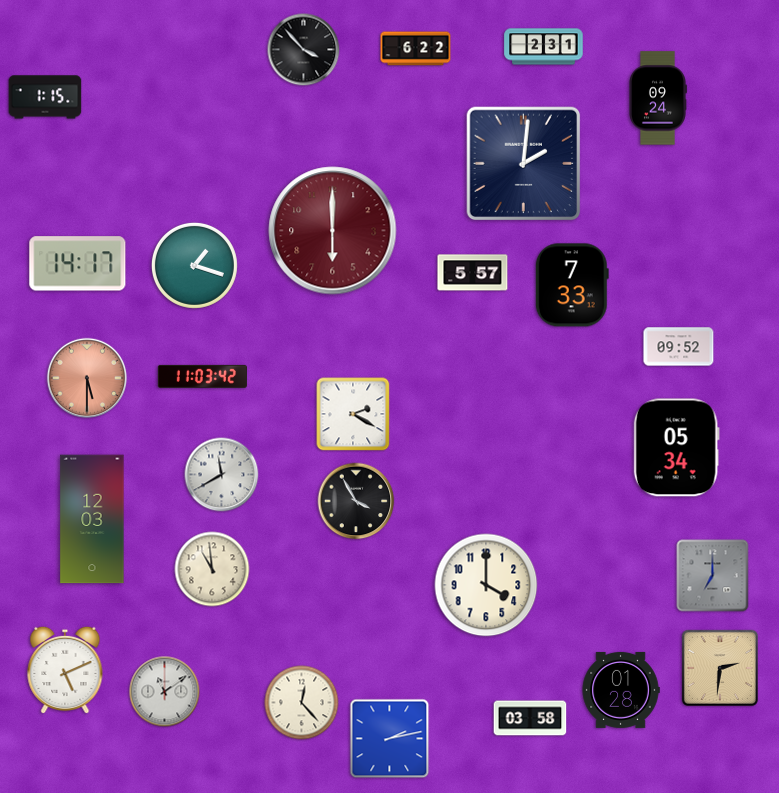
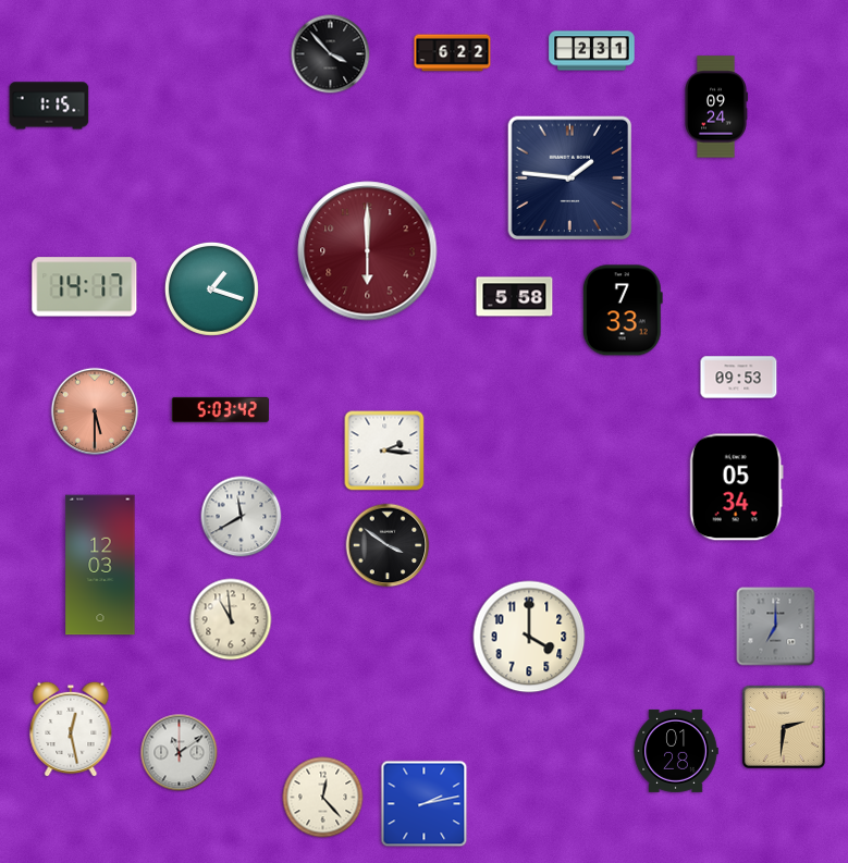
clock at (524, 164): 2:01 -> 1:46
clock at (333, 231) position: (333, 231) -> (368, 251)
clock at (473, 273): 5:57 -> 5:58
clock at (679, 347): 09:52 -> 09:53
clock at (202, 376): 11:03 -> 5:03
clock at (353, 414): 2:20 -> 2:16
clock at (356, 501): 3:55 -> 3:51
clock at (65, 670): 5:11 -> 12:28
clock at (302, 703) position: (302, 703) -> (323, 798)
clock at (530, 718): 03:58 -> none
